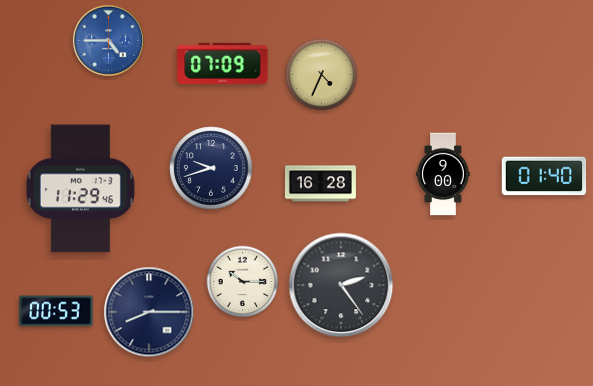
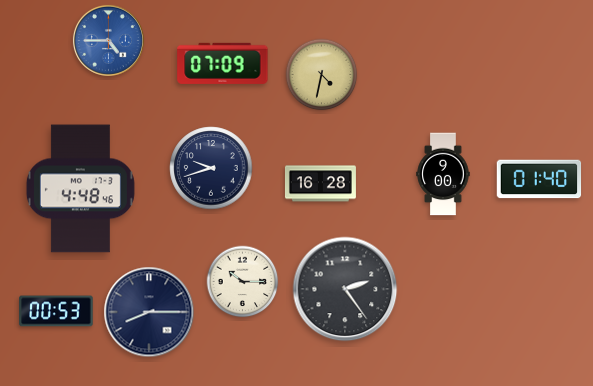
clock at (322, 75): 4:34 -> 4:32
clock at (544, 176) position: (544, 176) -> (539, 179)
clock at (80, 189): 11:29 -> 4:48
clock at (341, 285) position: (341, 285) -> (345, 289)
